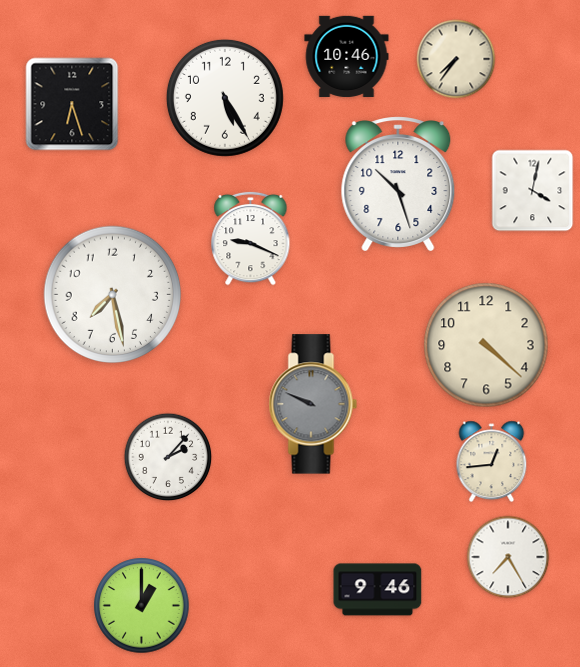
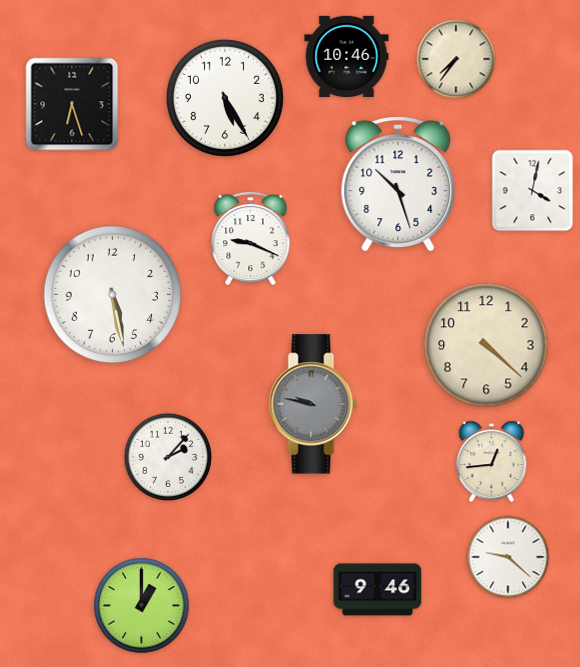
clock at (113, 295): 7:28 -> 5:28
clock at (313, 404): 9:49 -> 9:47
clock at (508, 557): 7:25 -> 9:22
